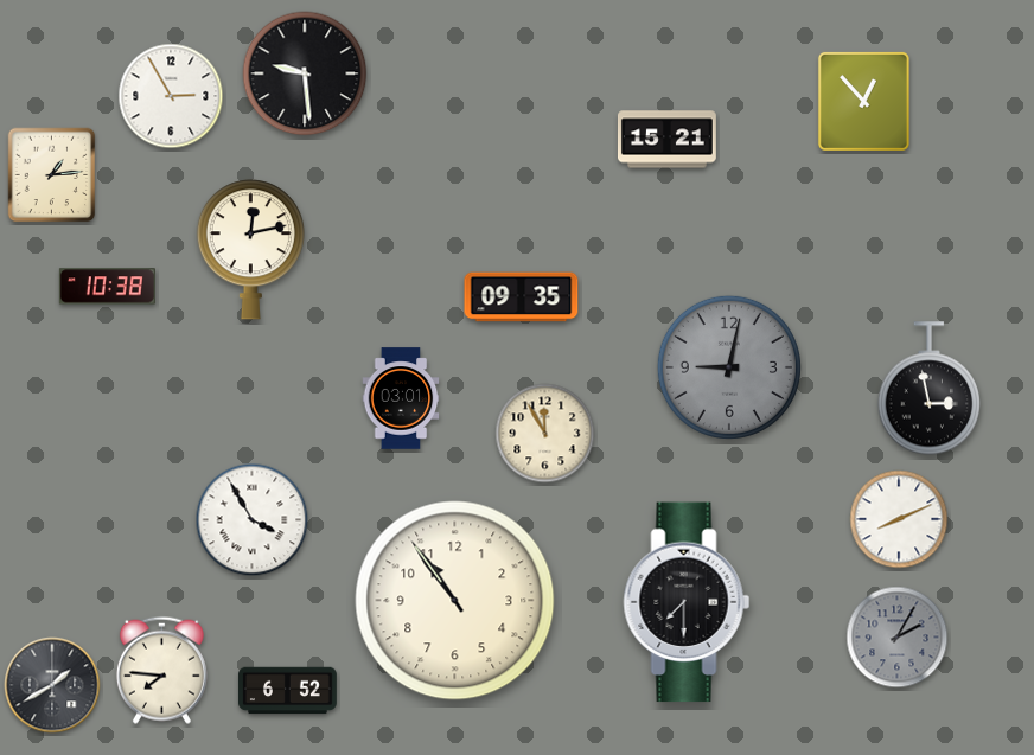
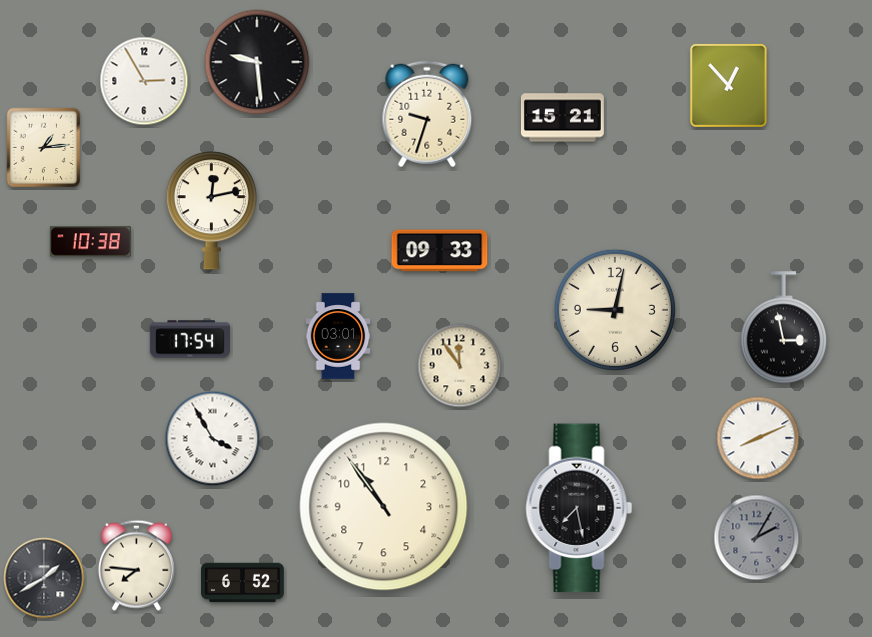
clock at (427, 114): none -> 9:33
clock at (522, 297): 09:35 -> 09:33
clock at (729, 367) dial: grey -> cream
clock at (190, 339): none -> 17:54
clock at (545, 434): 11:55 -> 11:54
clock at (687, 602): 7:30 -> 7:28
